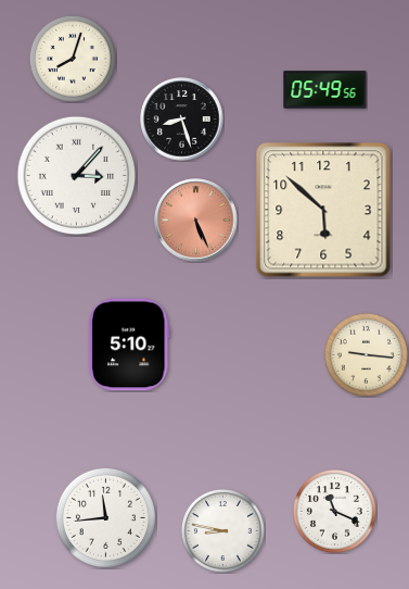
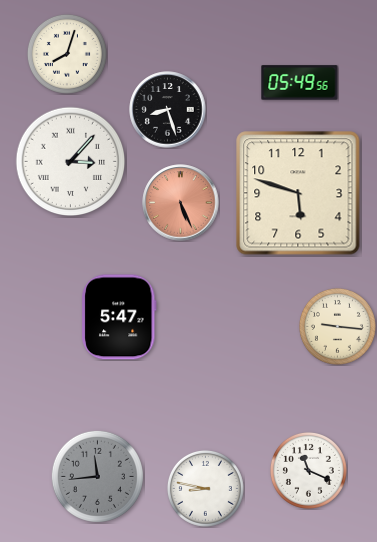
clock at (323, 210): 5:52 -> 5:48
clock at (129, 344): 5:10 -> 5:47
clock at (105, 517) dial: white -> grey
